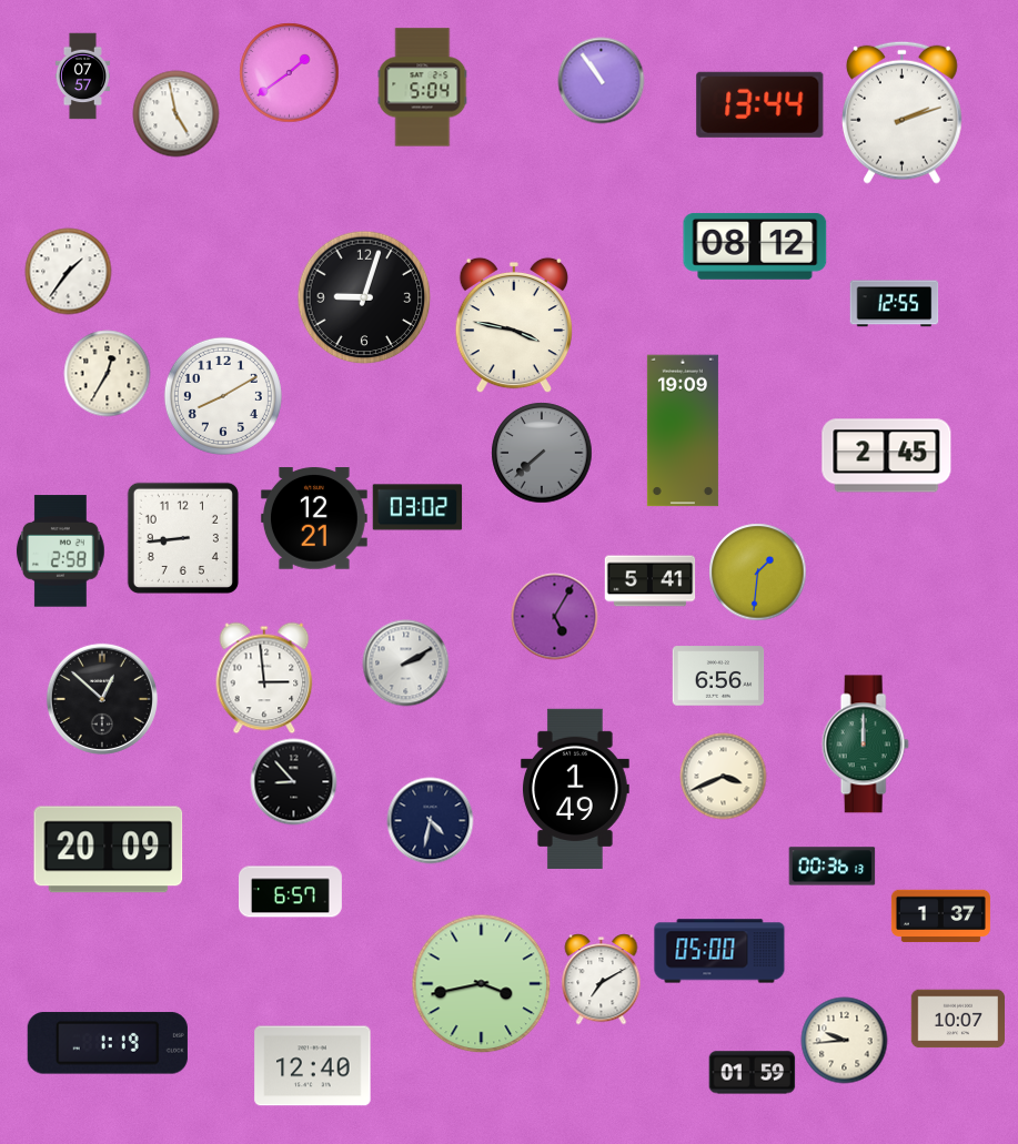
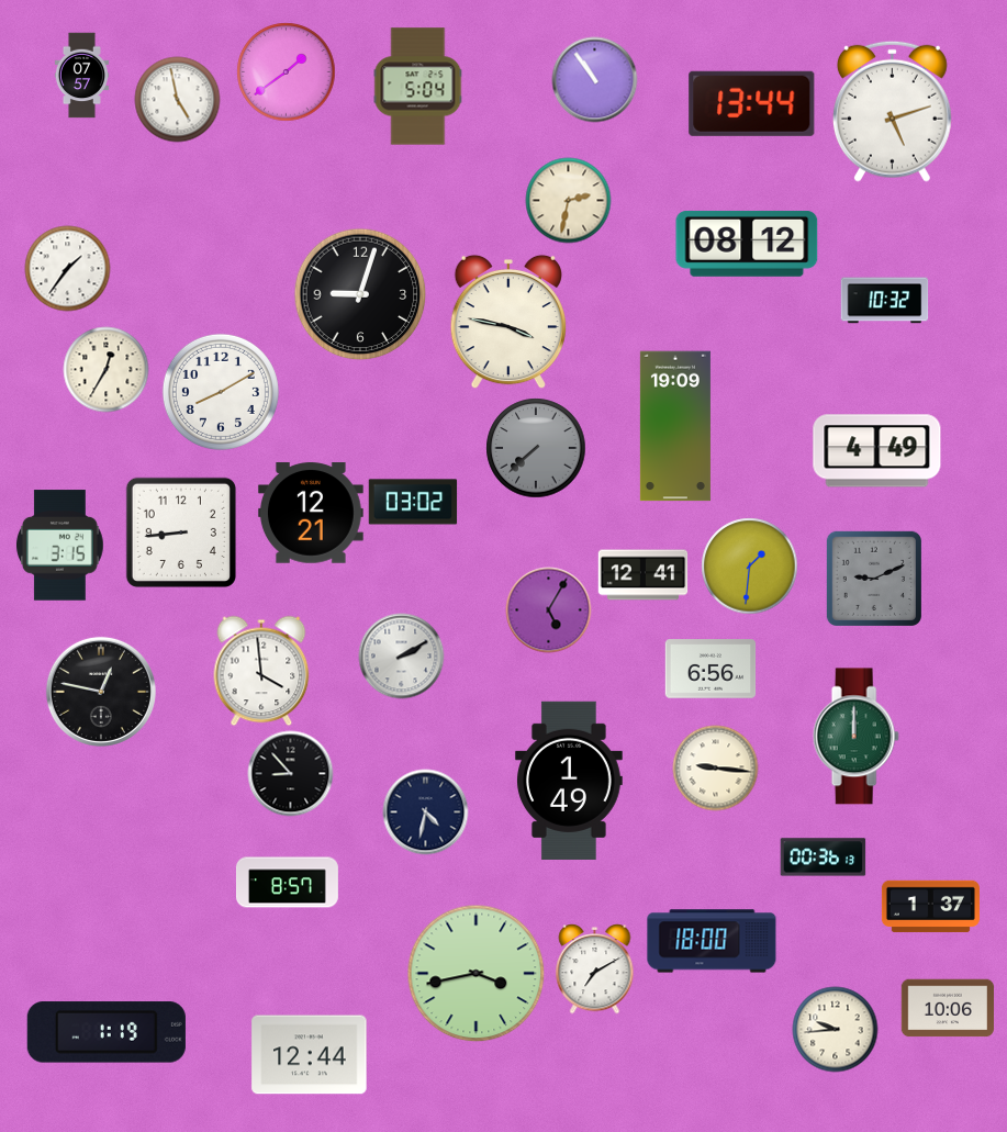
clock at (901, 112): 2:12 -> 5:12
clock at (175, 113) position: (175, 113) -> (177, 99)
clock at (568, 200): none -> 2:32
clock at (894, 304): 12:55 -> 10:32
clock at (887, 456): 2:45 -> 4:49
clock at (60, 551): 2:58 -> 3:15
clock at (649, 581): 5:41 -> 12:41
clock at (874, 579): none -> 9:11
clock at (264, 678): 2:59 -> 3:59
clock at (102, 699): 12:52 -> 12:47
clock at (723, 776): 3:41 -> 9:16
clock at (109, 850): 20:09 -> none
clock at (290, 892): 6:57 -> 8:57
clock at (719, 951): 05:00 -> 18:00
clock at (957, 1019): 10:07 -> 10:06
clock at (313, 1066): 12:40 -> 12:44
clock at (752, 1073): 01:59 -> none
